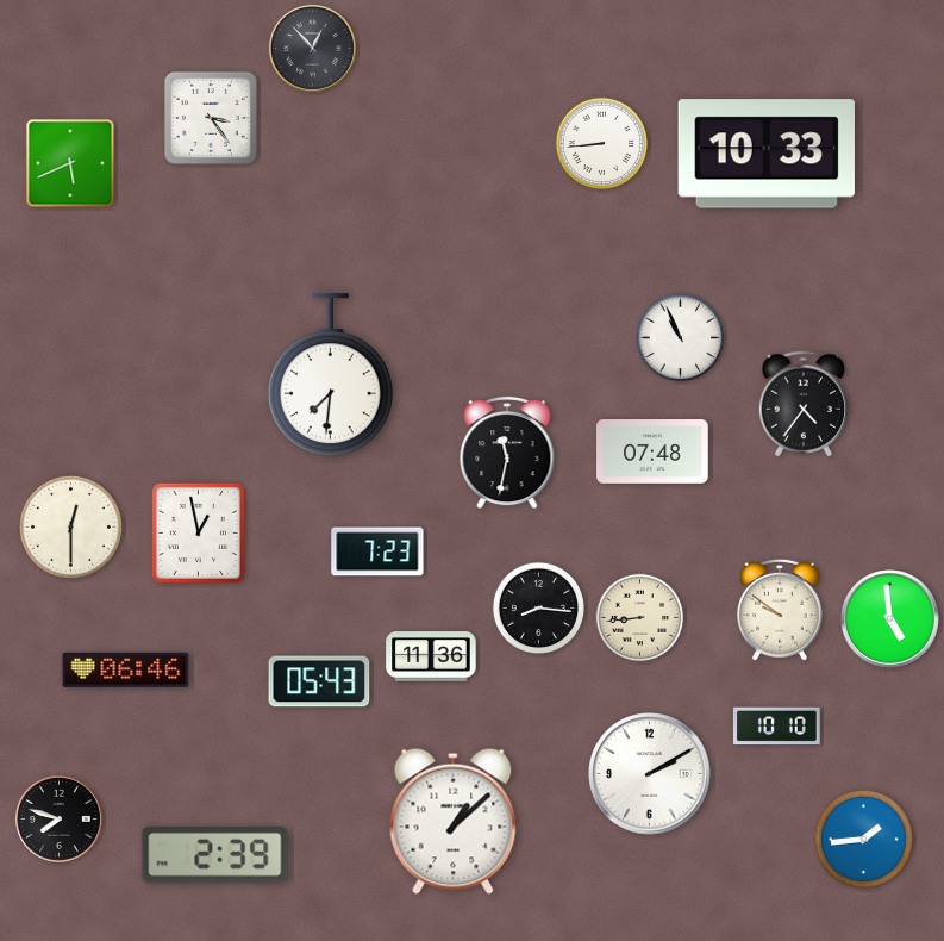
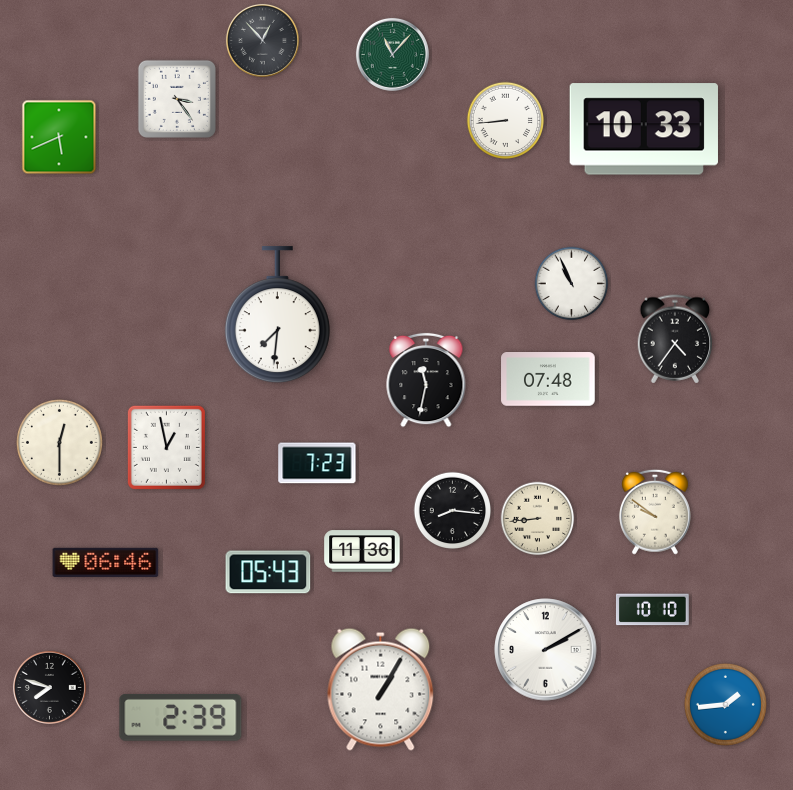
clock at (392, 54): none -> 11:07
clock at (890, 619): 4:59 -> none
clock at (454, 821): 1:08 -> 1:05
